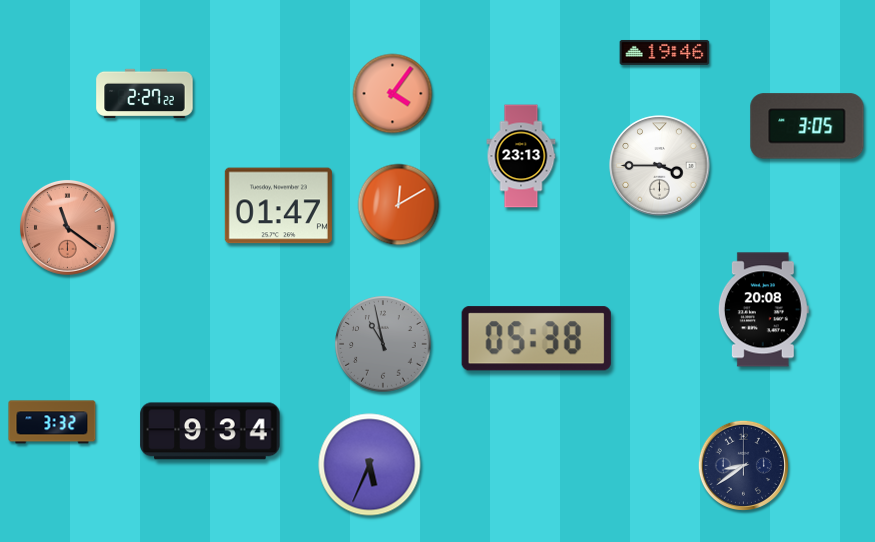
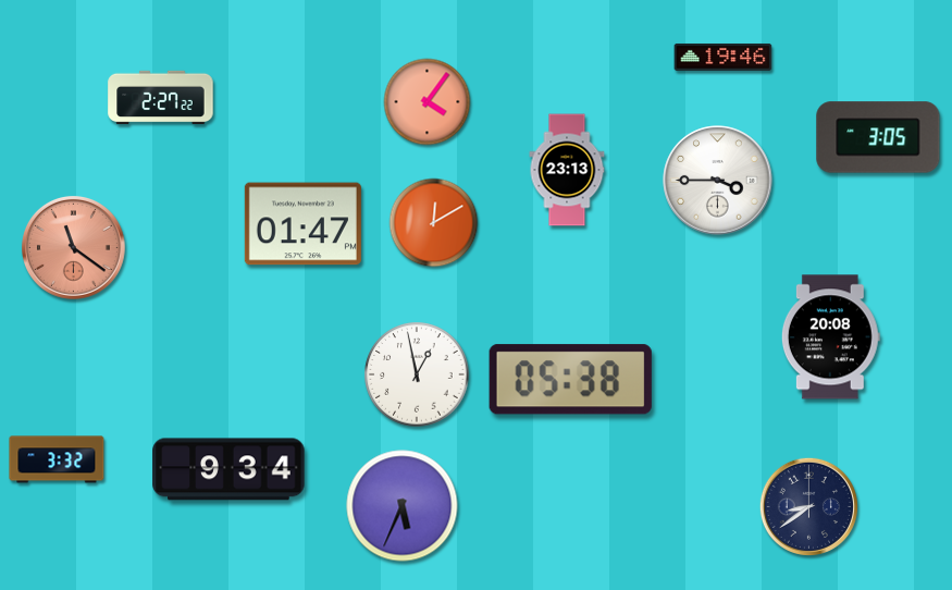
clock at (145, 94) position: (145, 94) -> (161, 98)
clock at (536, 339) position: (536, 339) -> (570, 380)
clock at (383, 344): 10:58 -> 12:58
clock at (383, 344) dial: grey -> white
